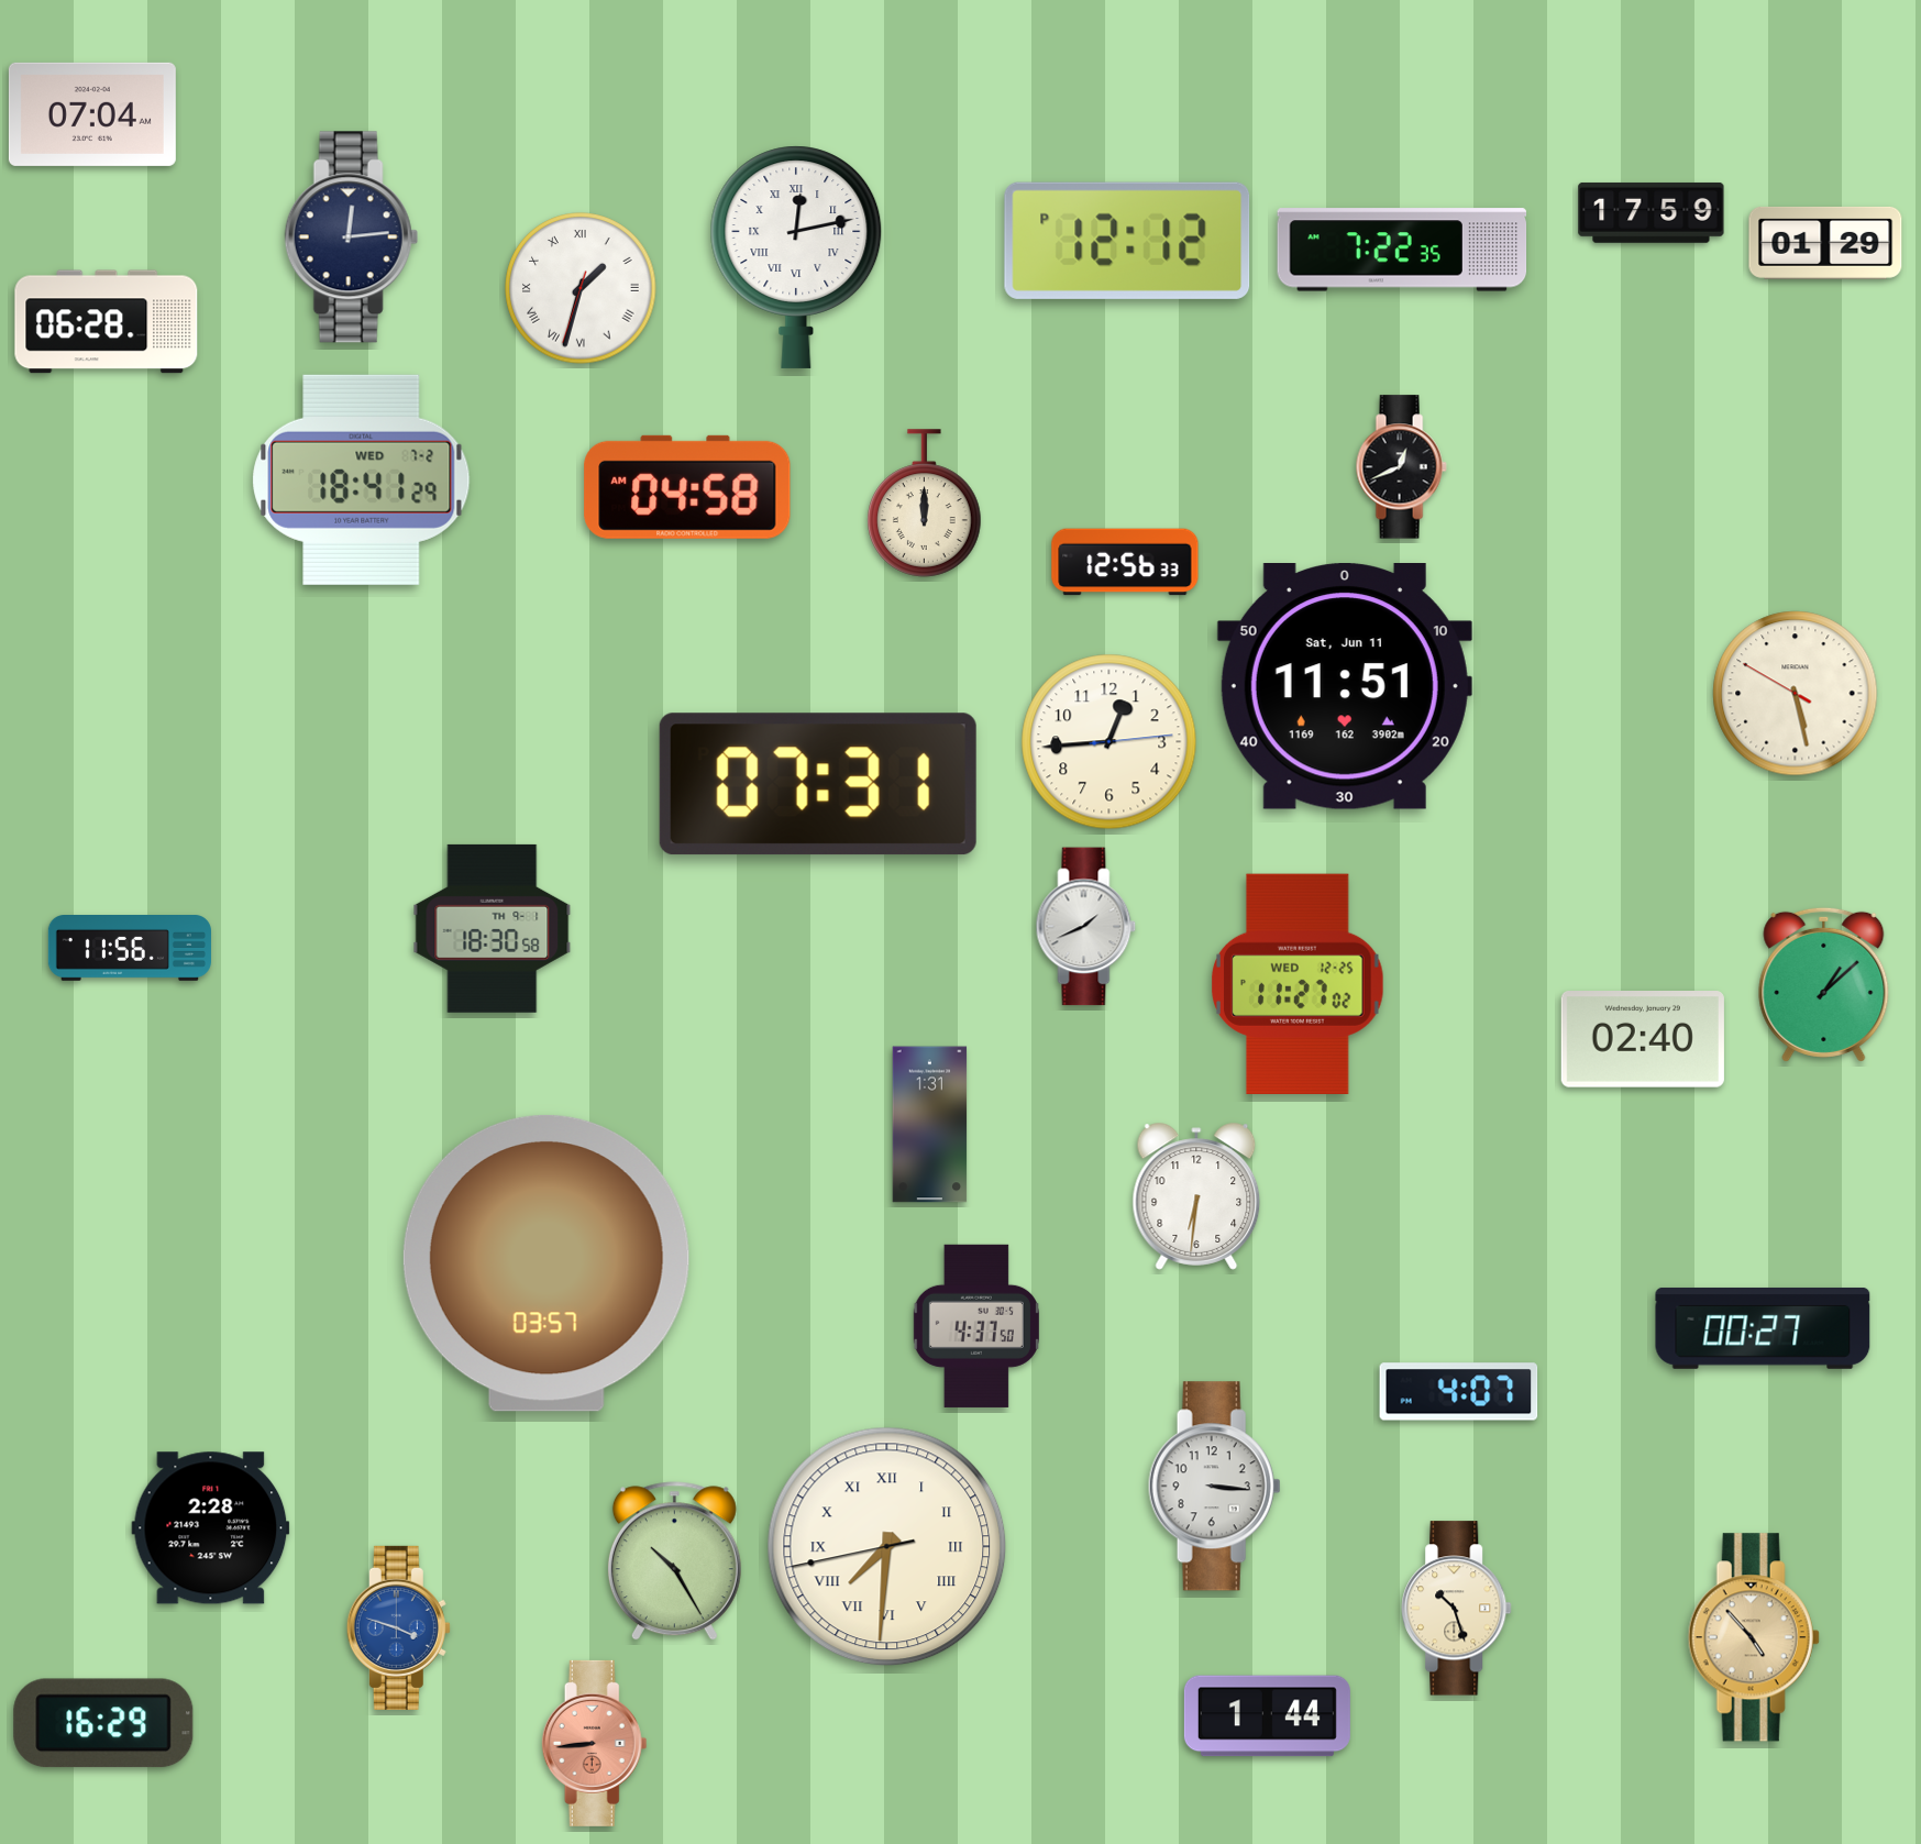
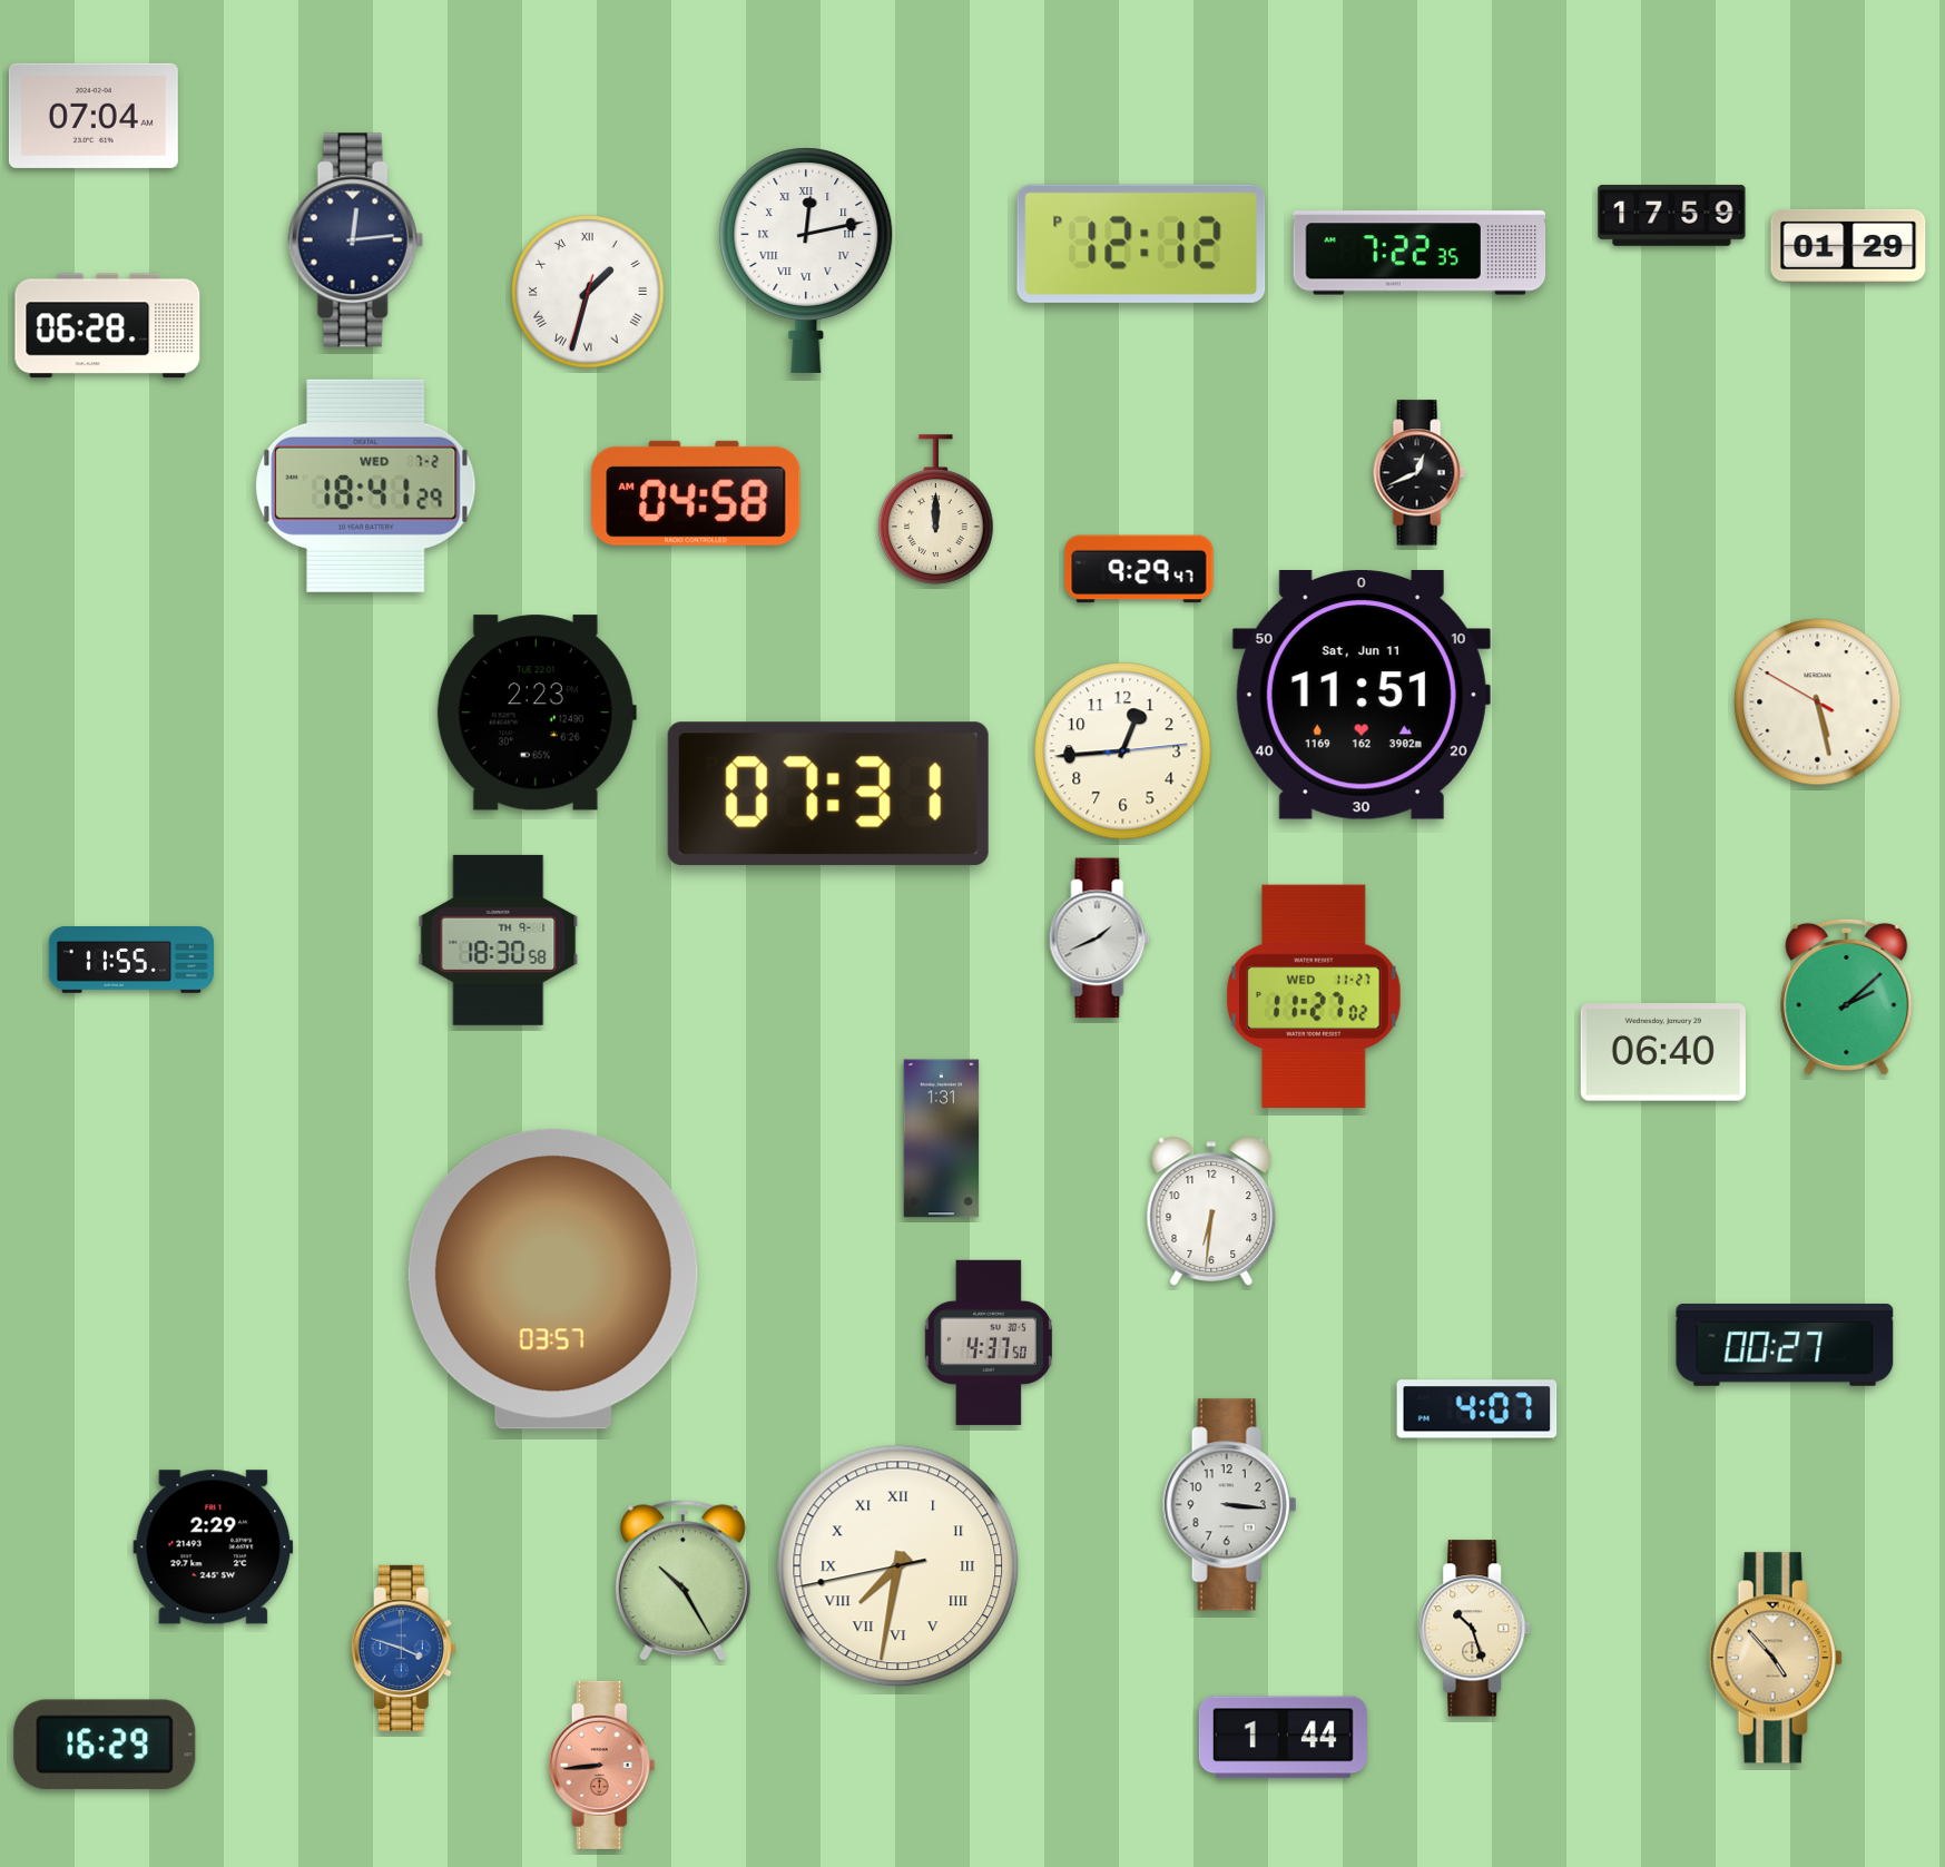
clock at (1125, 562): 12:56 -> 9:29
clock at (537, 713): none -> 2:23
clock at (130, 949): 11:56 -> 11:55
clock at (1298, 983) date: WED 12-25 -> WED 11-27
clock at (1824, 984): 1:08 -> 2:08
clock at (1643, 1039): 02:40 -> 06:40
clock at (211, 1528): 2:28 -> 2:29
clock at (887, 1547): 7:30 -> 7:31
